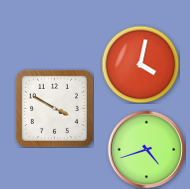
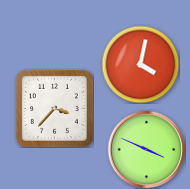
clock at (54, 108): 3:50 -> 3:37
clock at (146, 149): 4:42 -> 3:49
